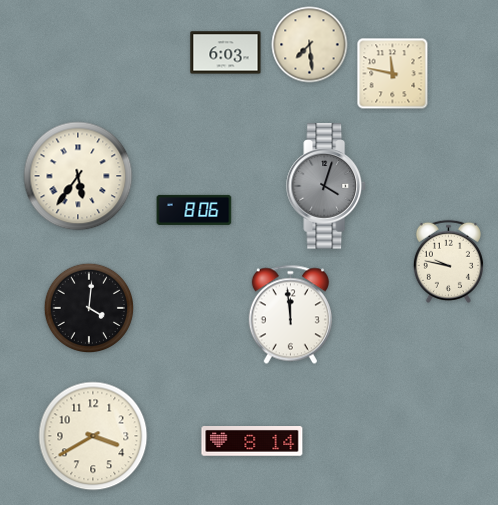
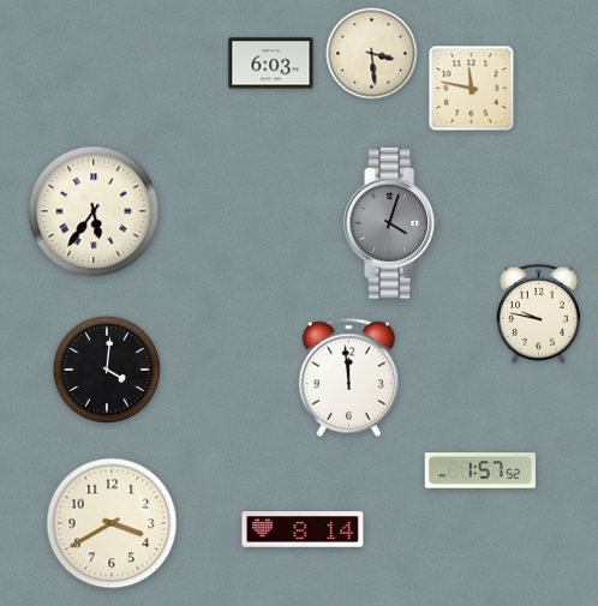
clock at (310, 45): 7:29 -> 3:29
clock at (194, 210): 8:06 -> none
clock at (480, 470): none -> 1:57
